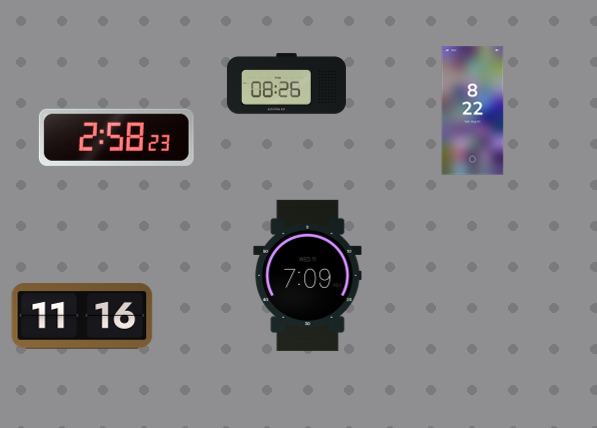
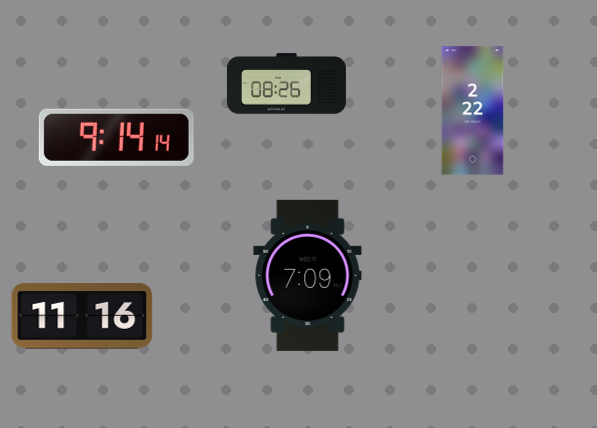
clock at (473, 111): 8:22 -> 2:22
clock at (116, 137): 2:58 -> 9:14
